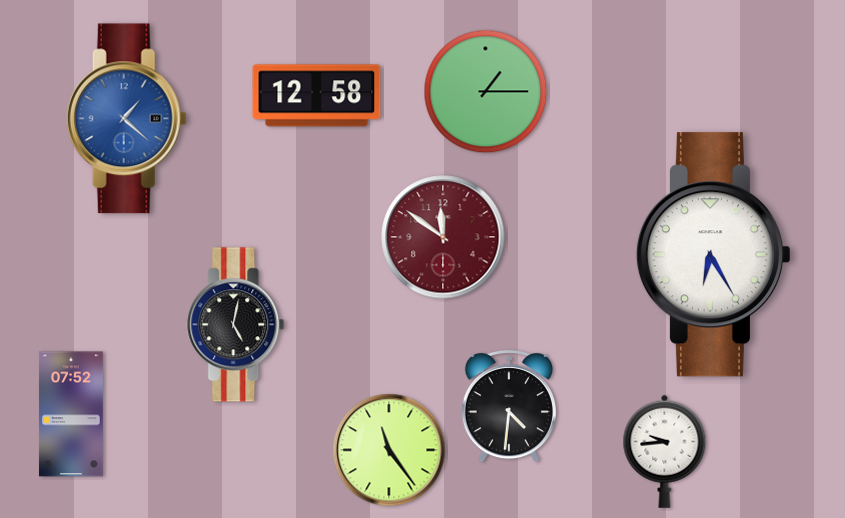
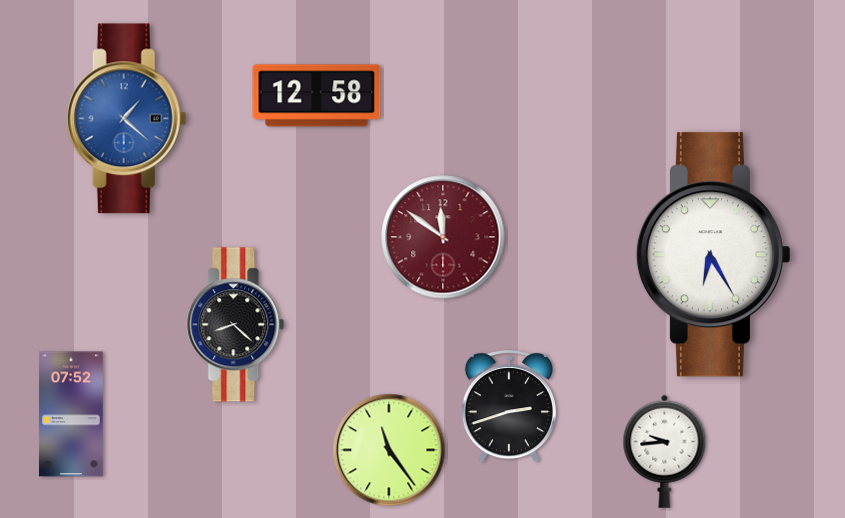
clock at (486, 92): 1:15 -> none
clock at (236, 325): 5:02 -> 8:22
clock at (509, 406): 4:31 -> 2:42
